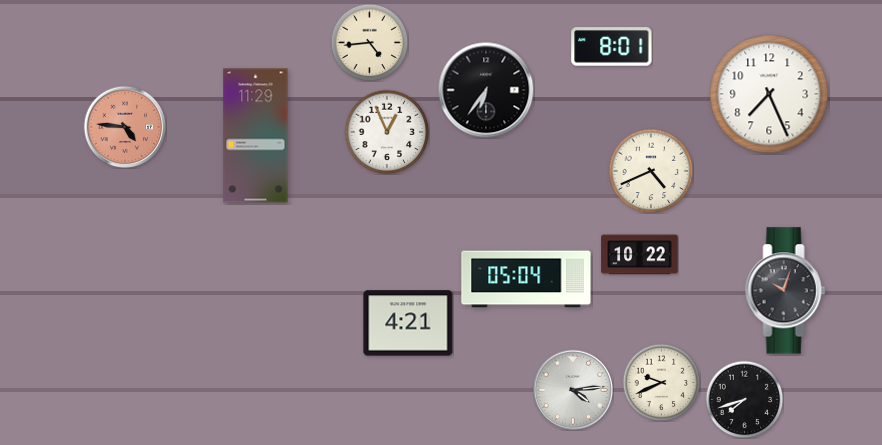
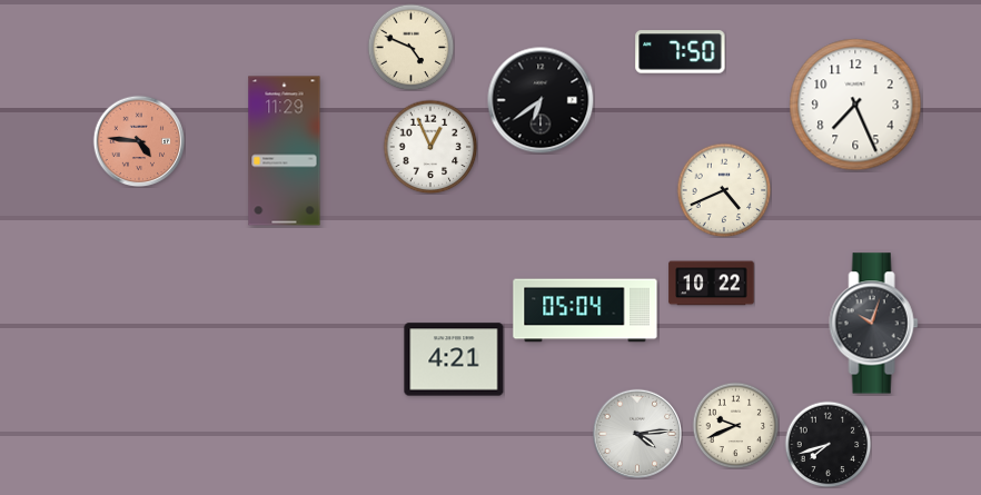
clock at (369, 42): 4:44 -> 4:49
clock at (612, 47): 8:01 -> 7:50
clock at (486, 90): 6:36 -> 6:39
